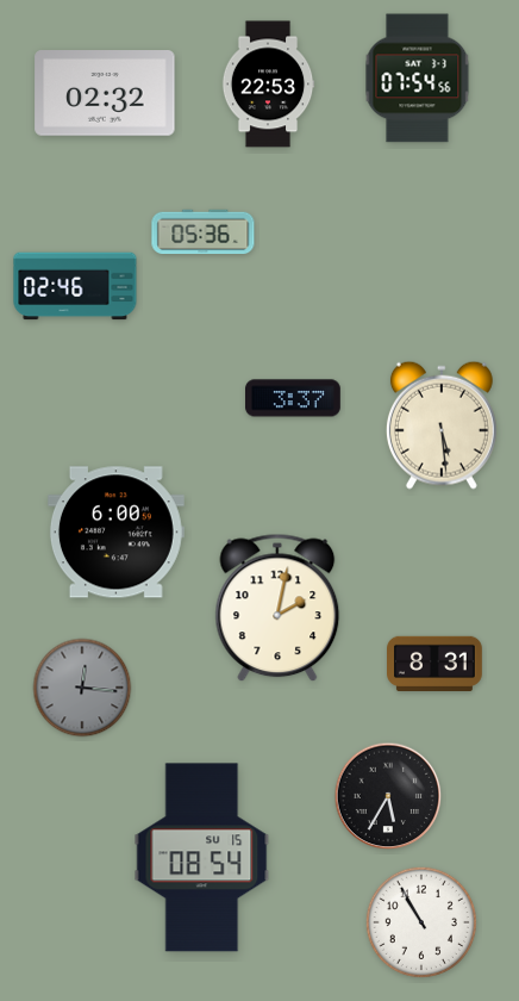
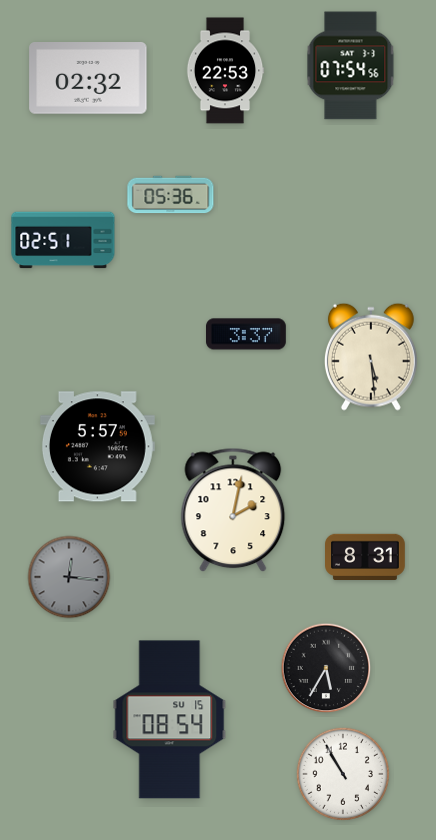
clock at (75, 286): 02:46 -> 02:51
clock at (115, 533): 6:00 -> 5:57
clock at (421, 922) position: (421, 922) -> (343, 774)
